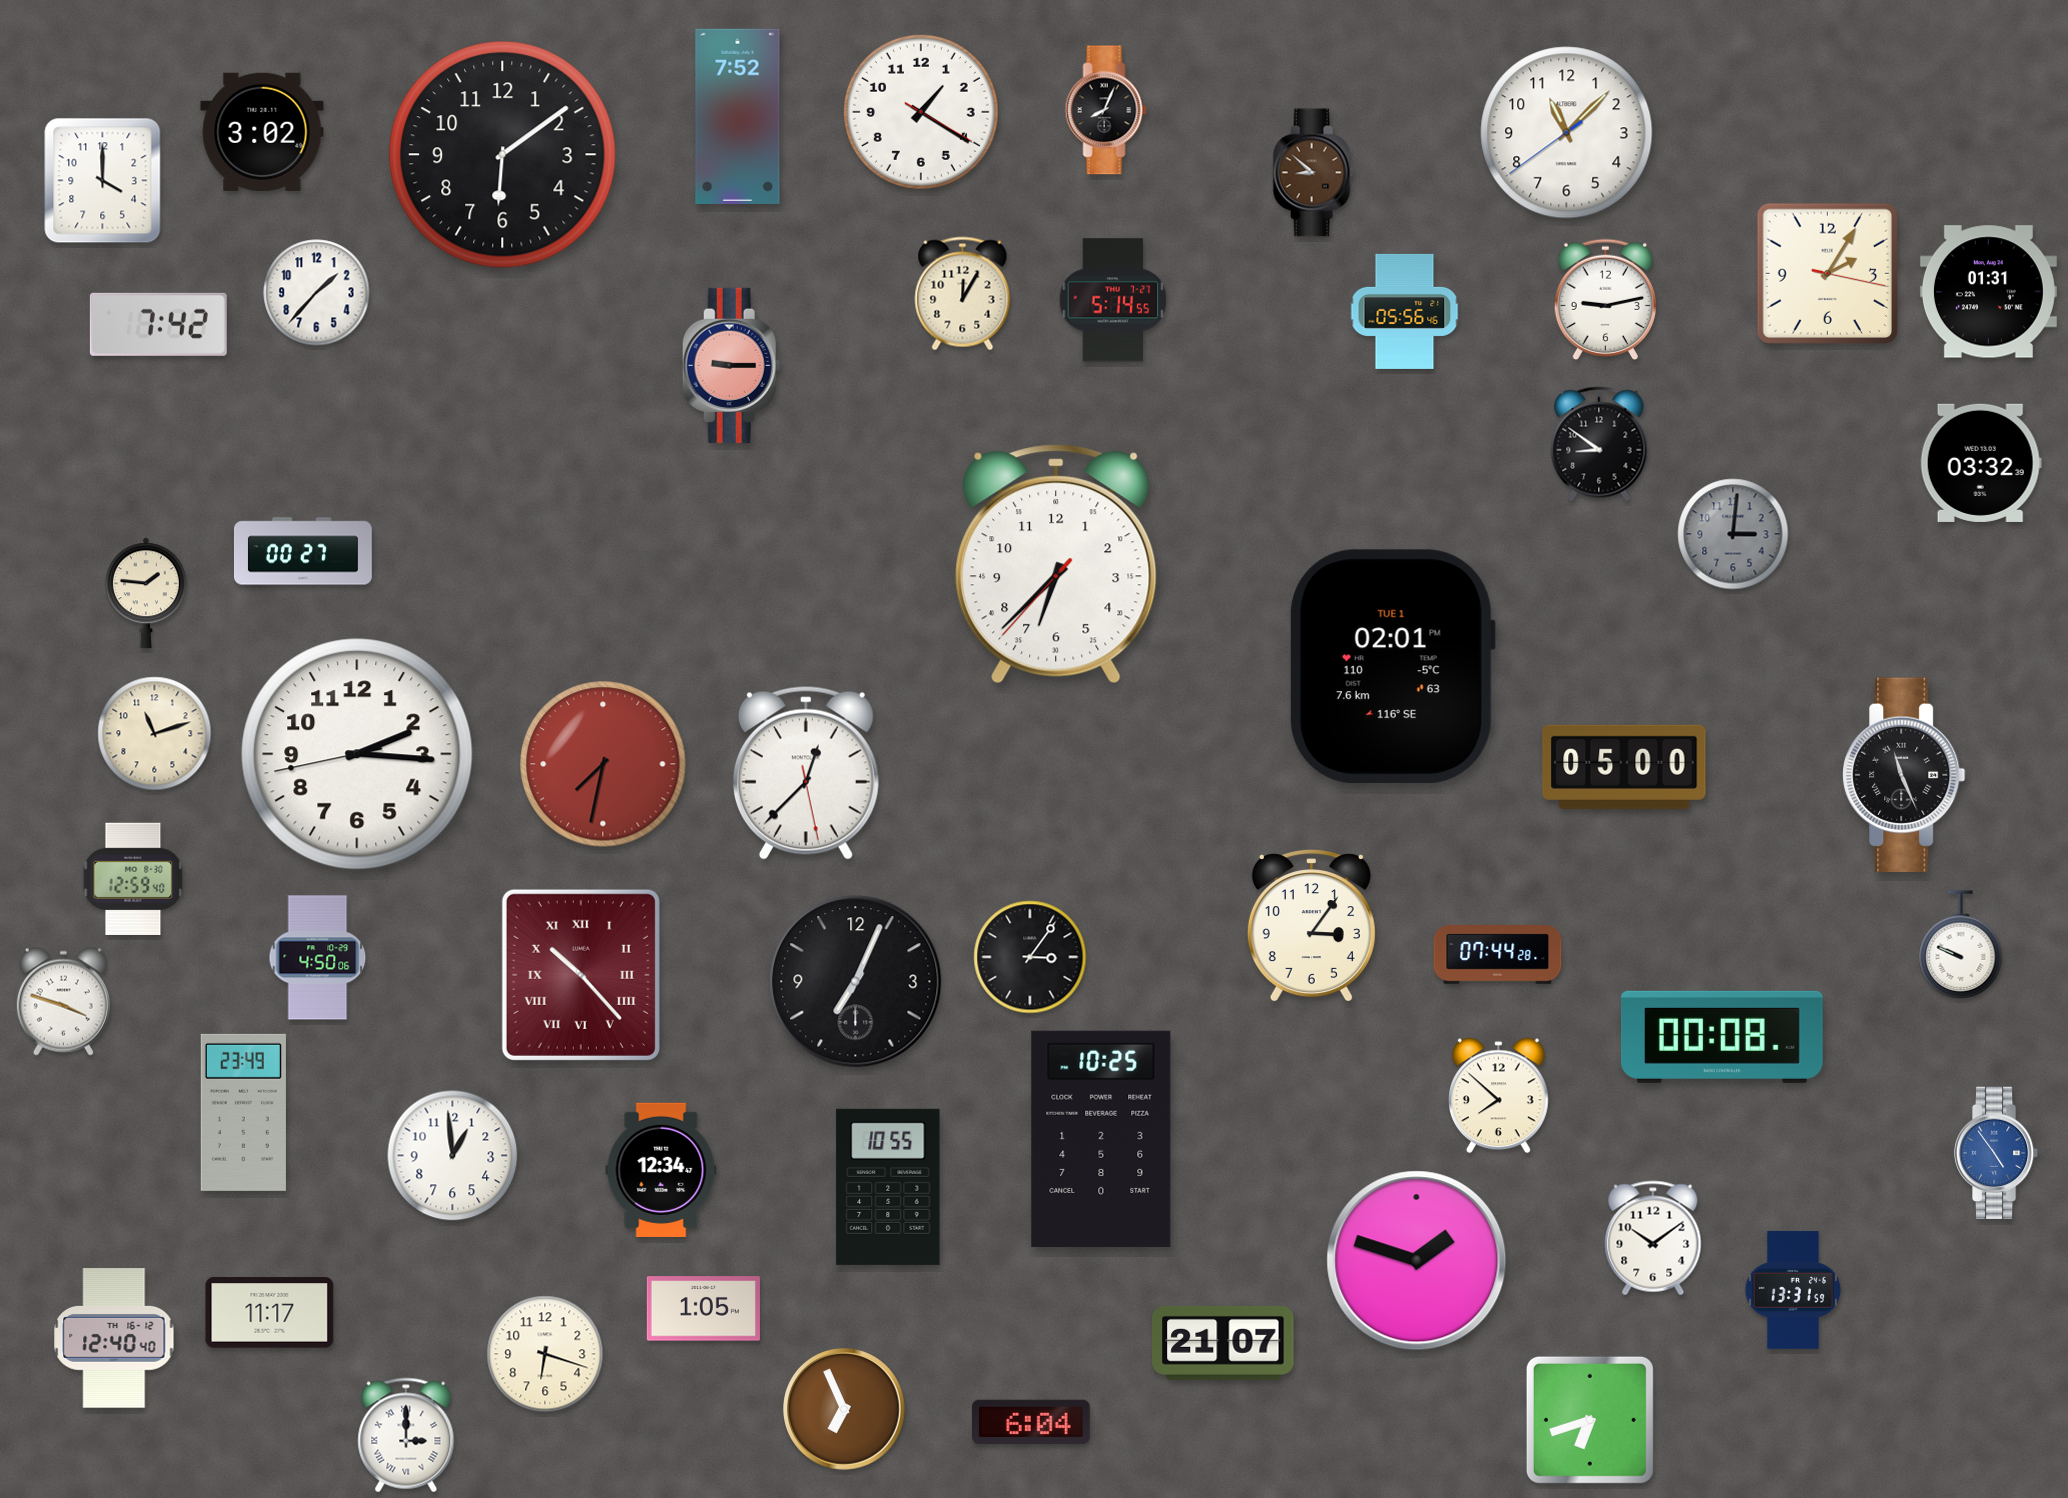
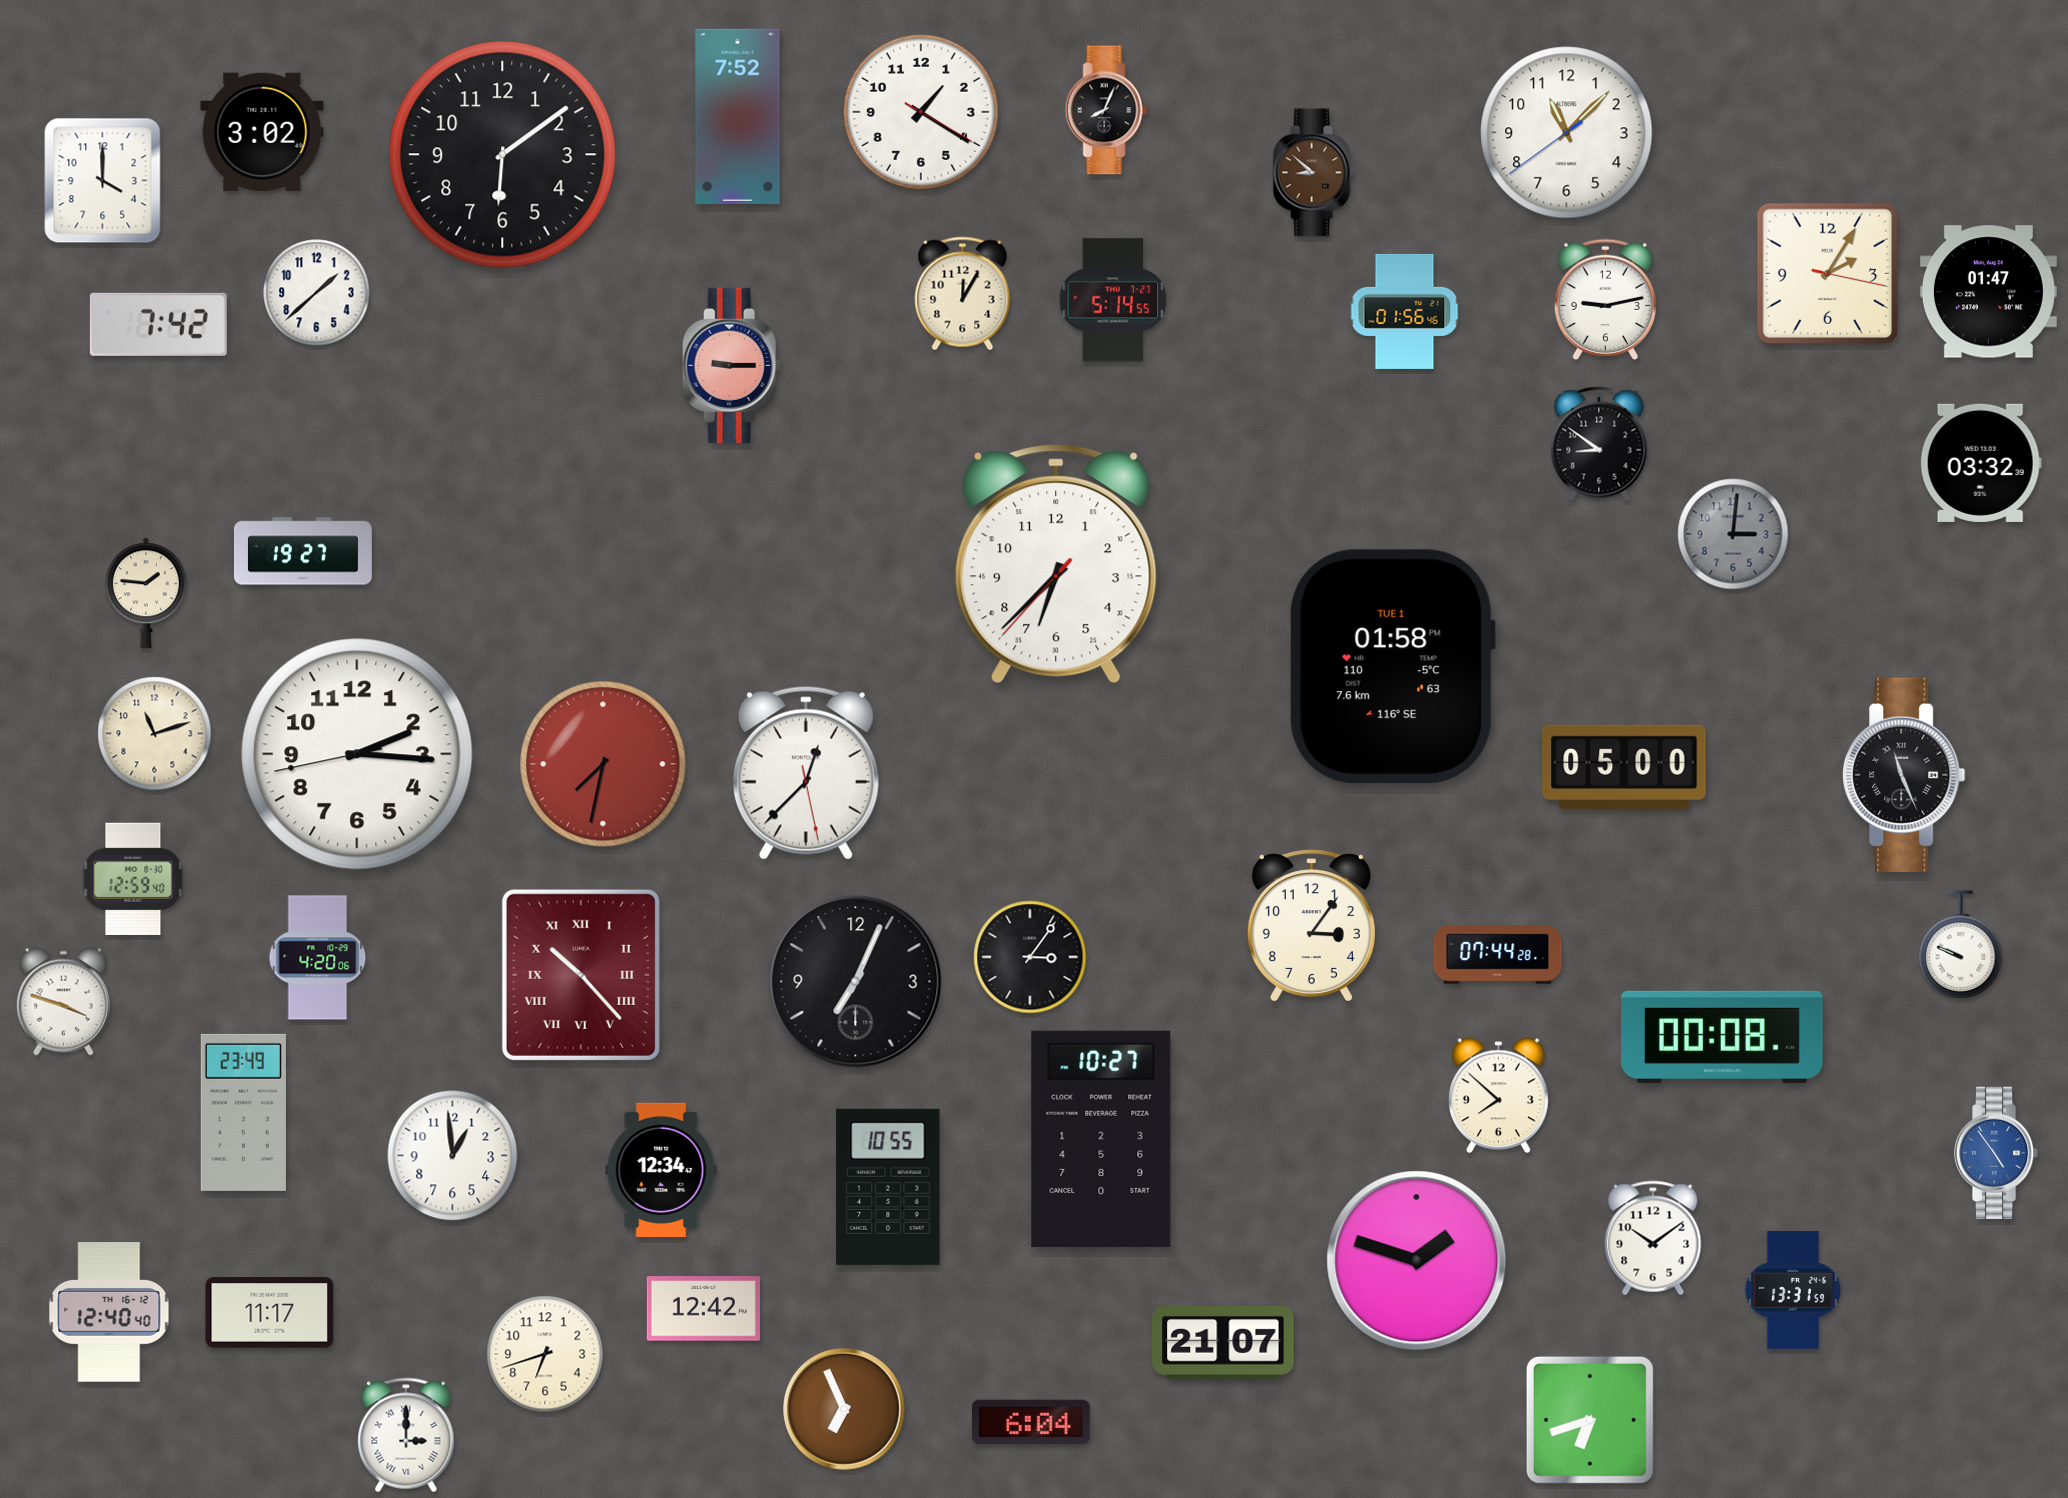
clock at (1988, 292): 01:31 -> 01:47
clock at (317, 293): 1:37 -> 1:38
clock at (1405, 311): 05:56 -> 01:56
clock at (303, 551): 00:27 -> 19:27
clock at (1392, 667): 02:01 -> 01:58
clock at (318, 958): 4:50 -> 4:20
clock at (1101, 1138): 10:25 -> 10:27
clock at (703, 1309): 1:05 -> 12:42
clock at (114, 1338) position: (114, 1338) -> (109, 1312)
clock at (545, 1354): 6:18 -> 6:42
